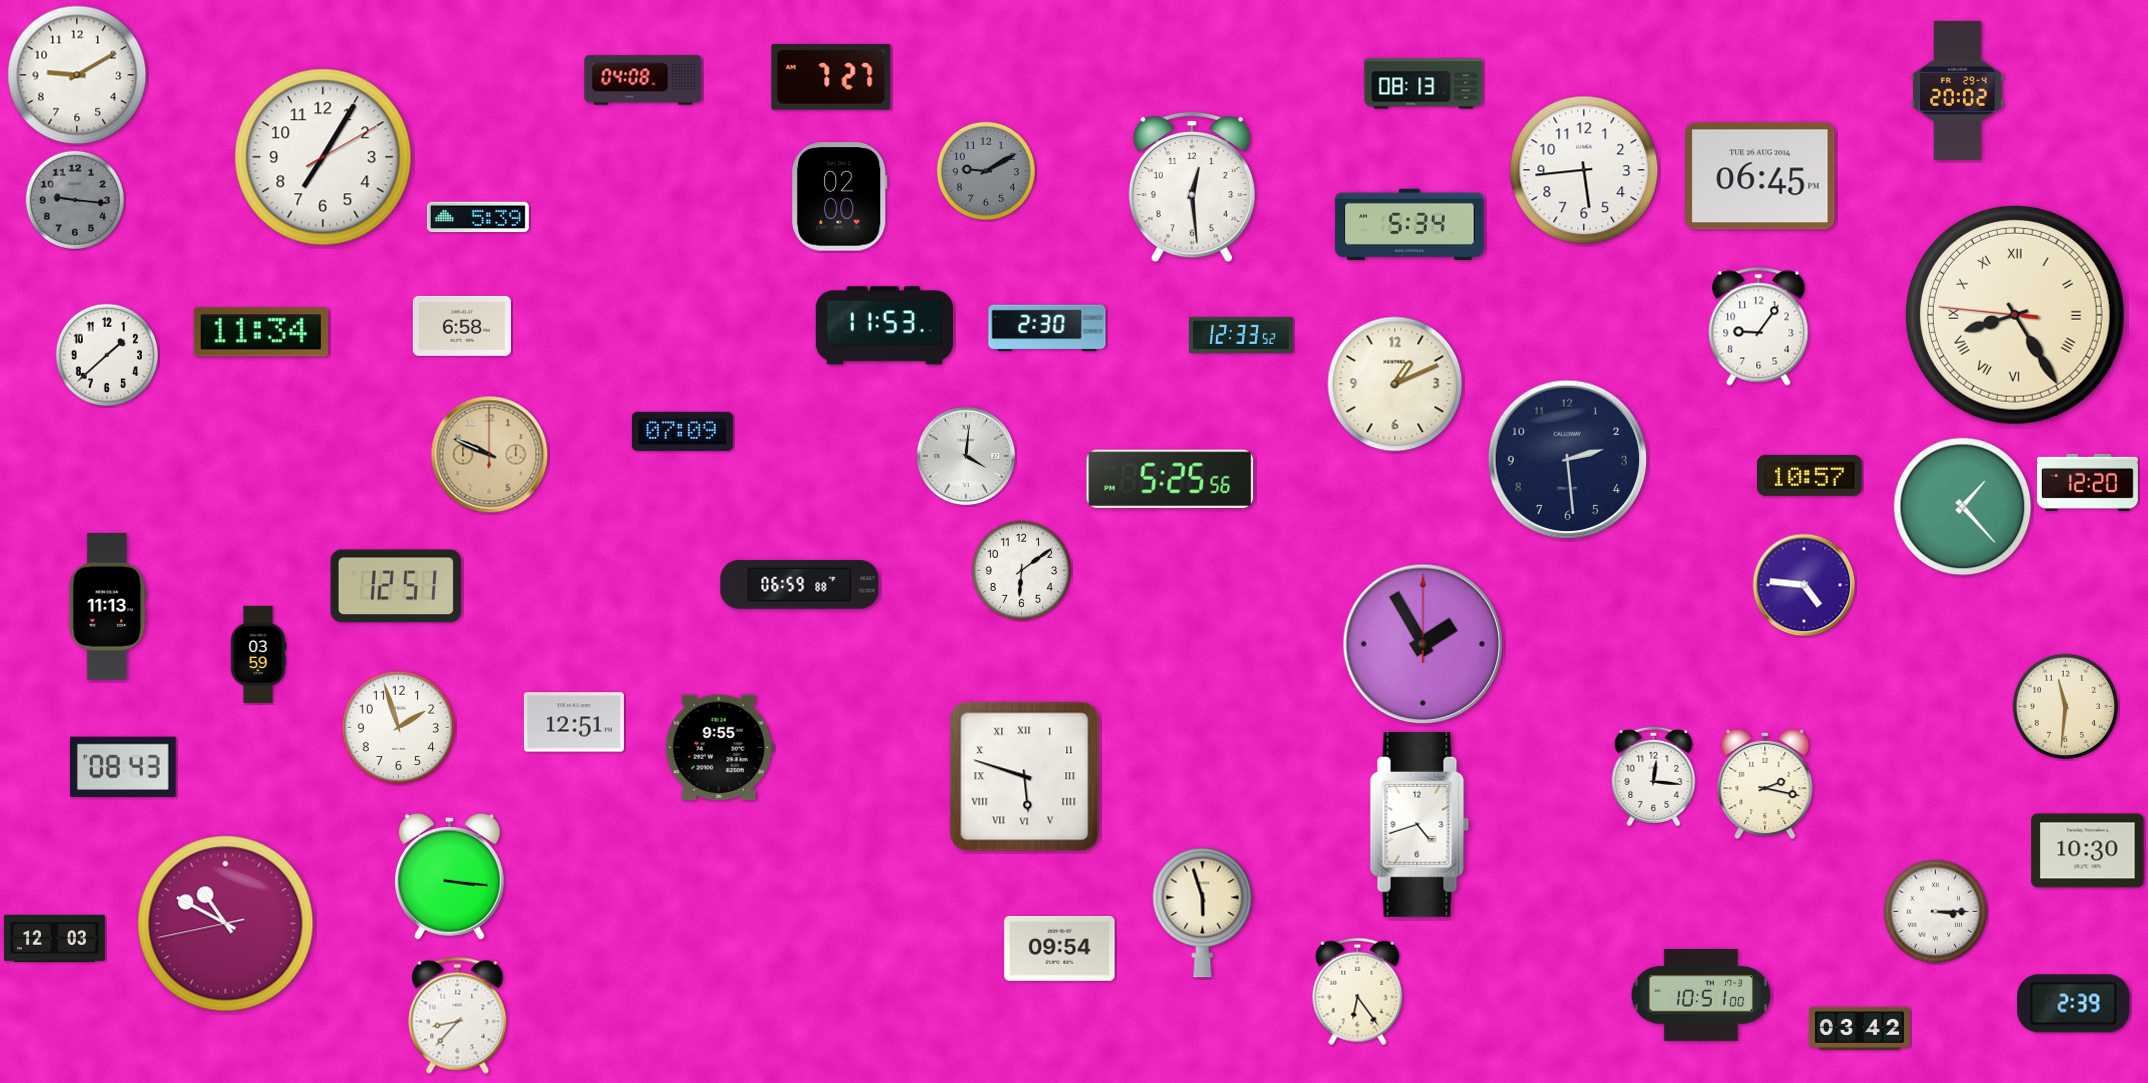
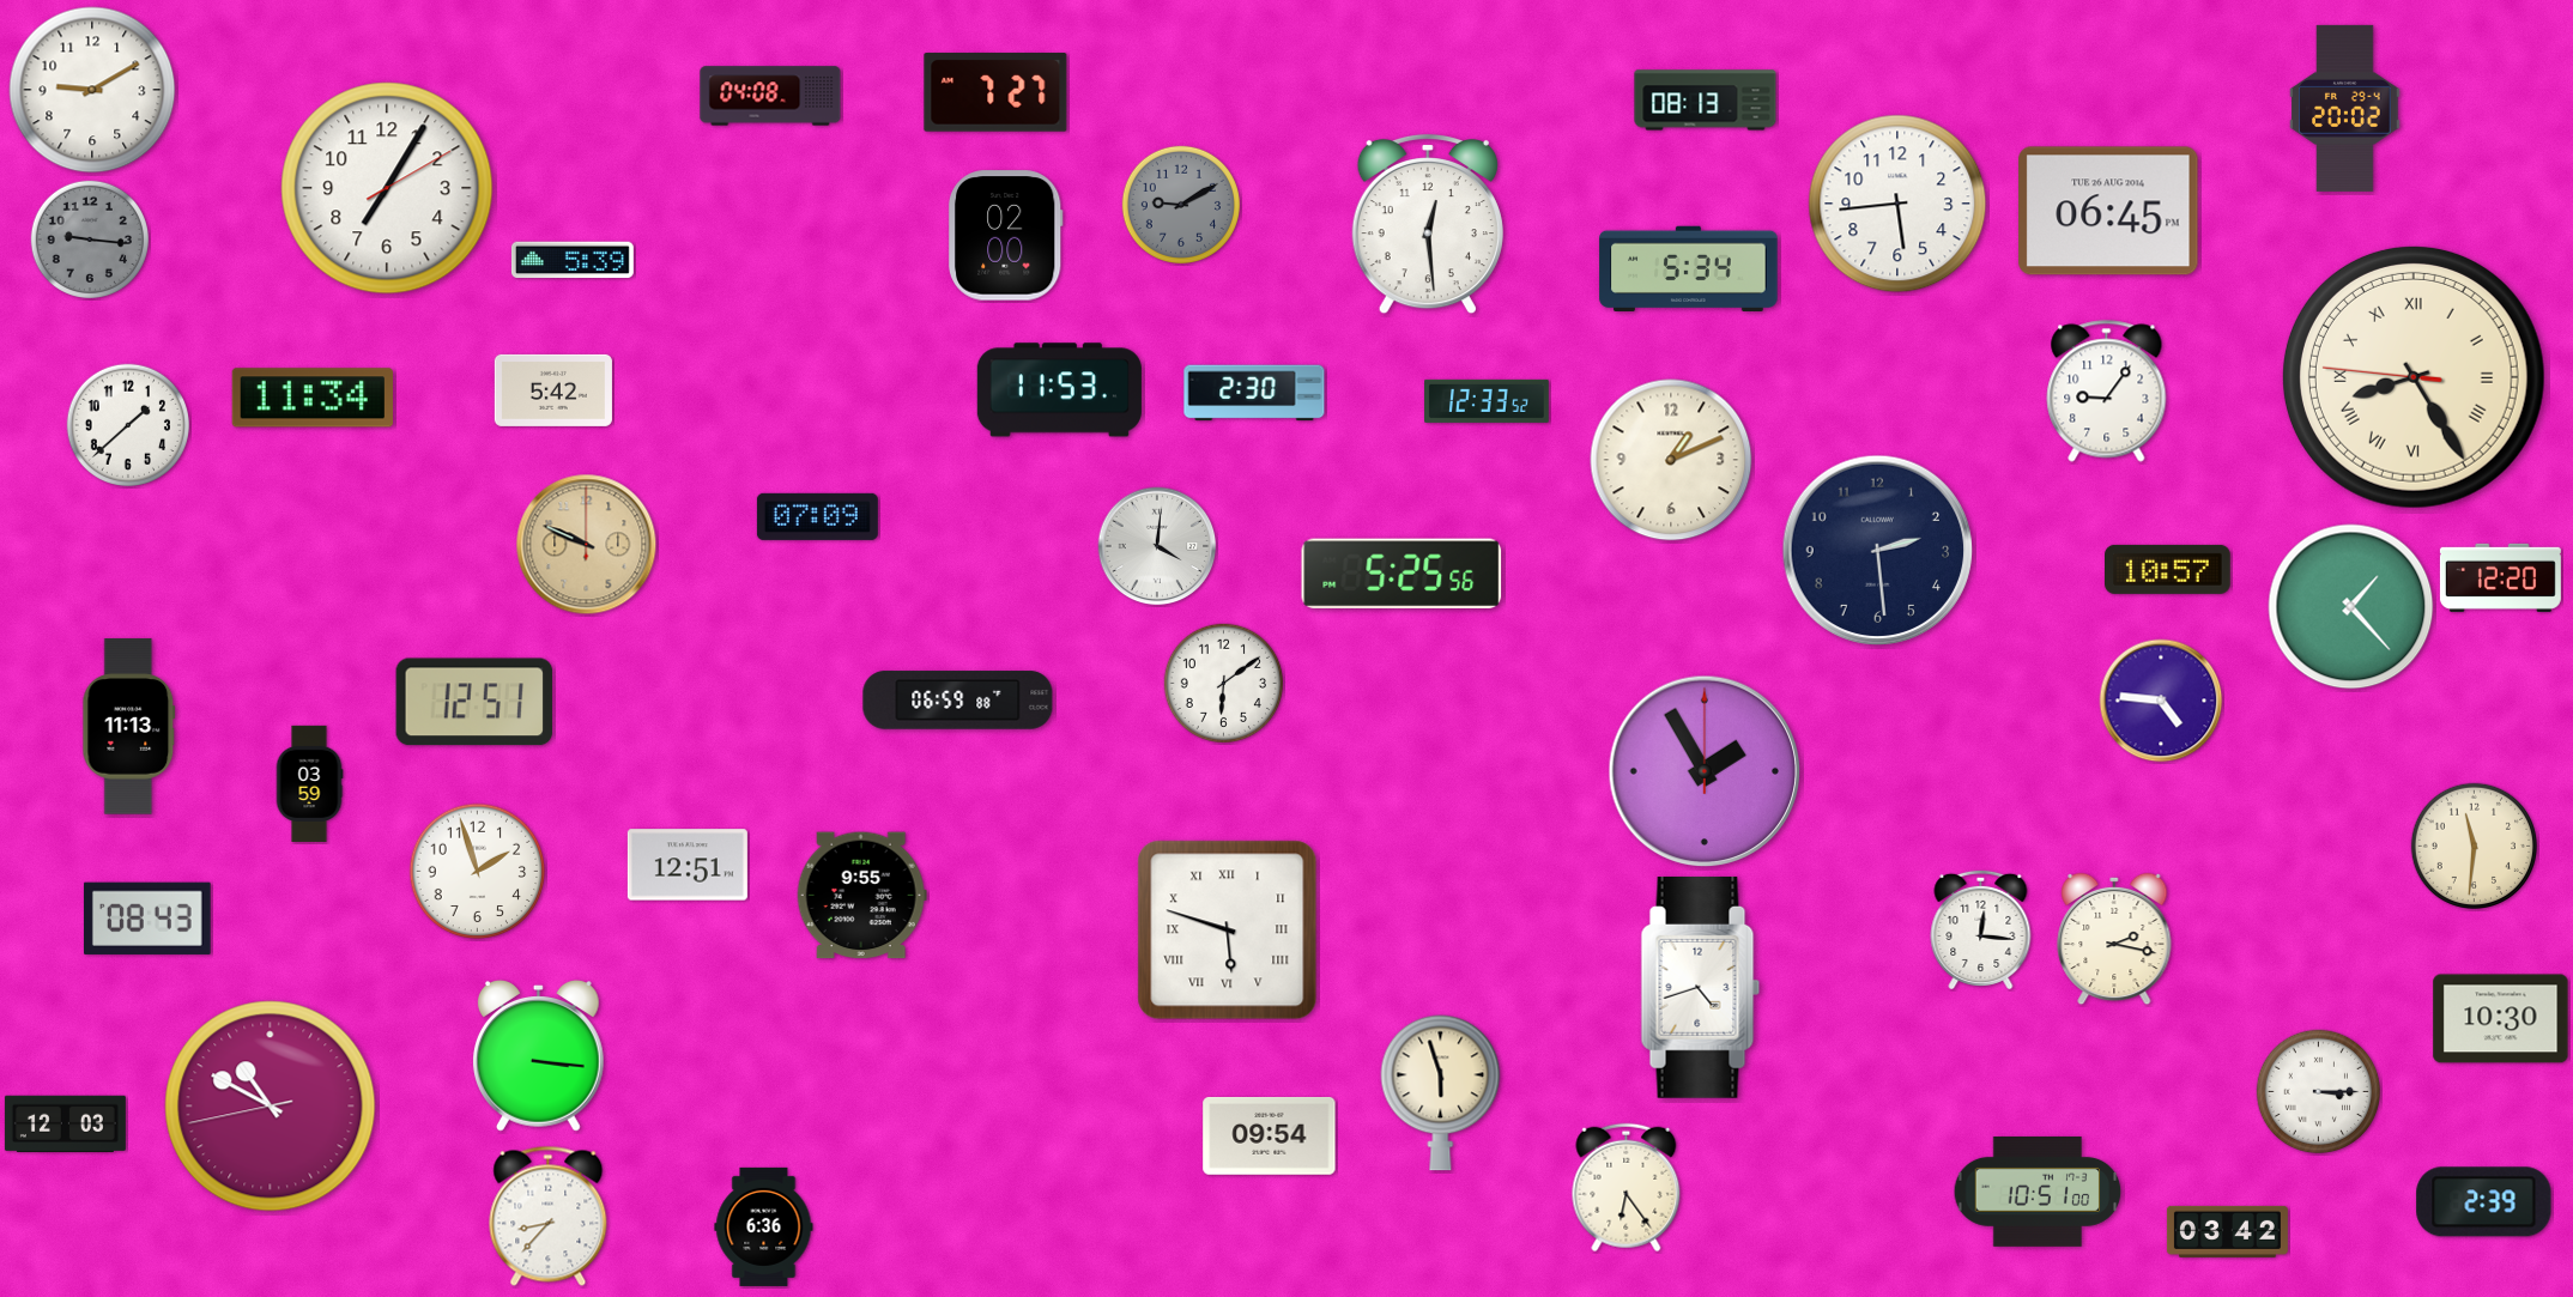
clock at (462, 326): 6:58 -> 5:42
clock at (449, 877) position: (449, 877) -> (538, 1056)
clock at (764, 1226): none -> 6:36
